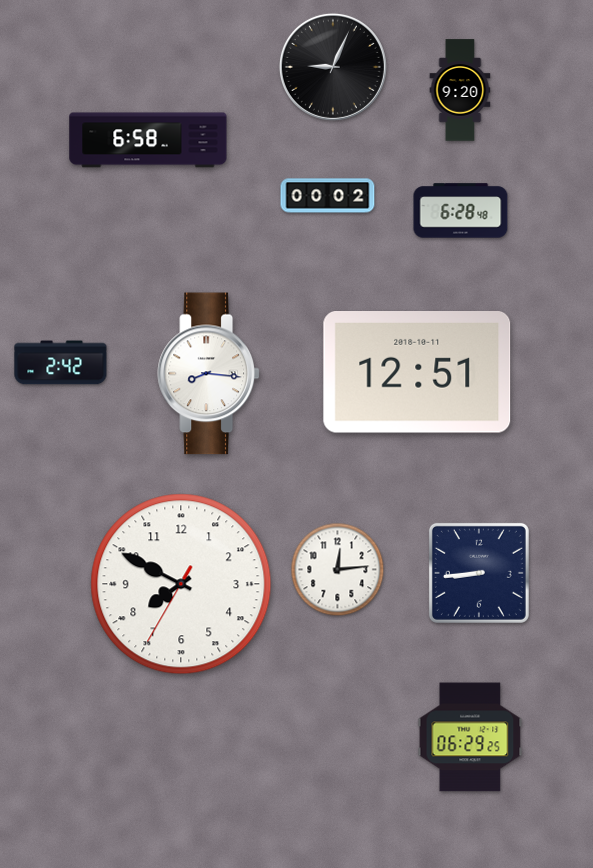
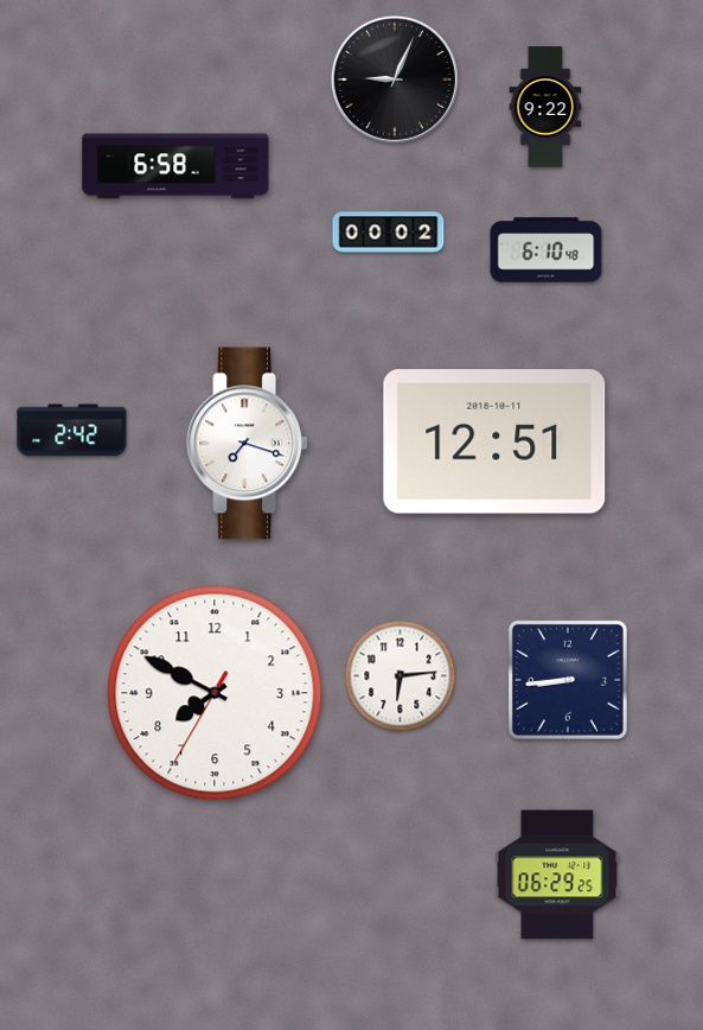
clock at (460, 90): 9:20 -> 9:22
clock at (461, 211): 6:28 -> 6:10
clock at (208, 374): 8:16 -> 7:18
clock at (338, 570): 12:14 -> 6:14
